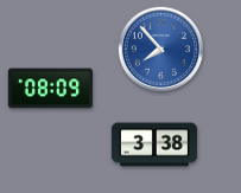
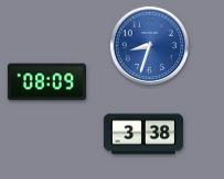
clock at (161, 49): 7:53 -> 8:33
